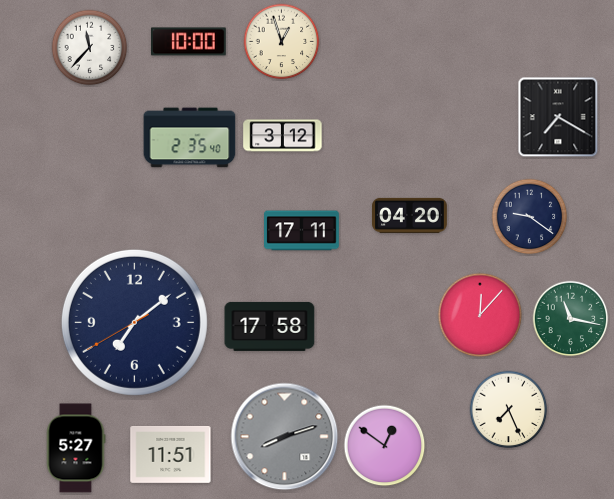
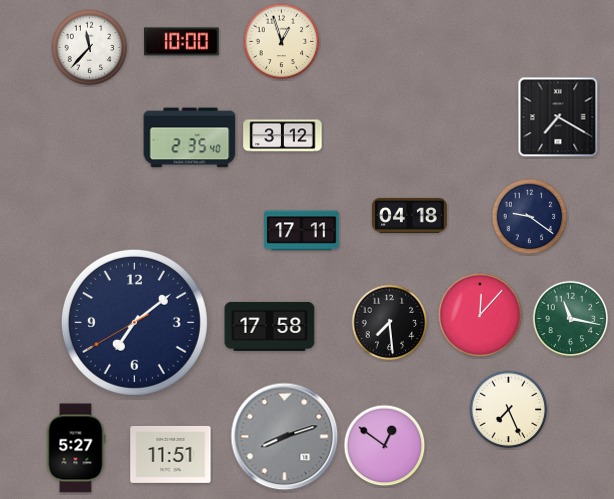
clock at (189, 42) position: (189, 42) -> (182, 42)
clock at (410, 215): 04:20 -> 04:18
clock at (390, 323): none -> 7:29
